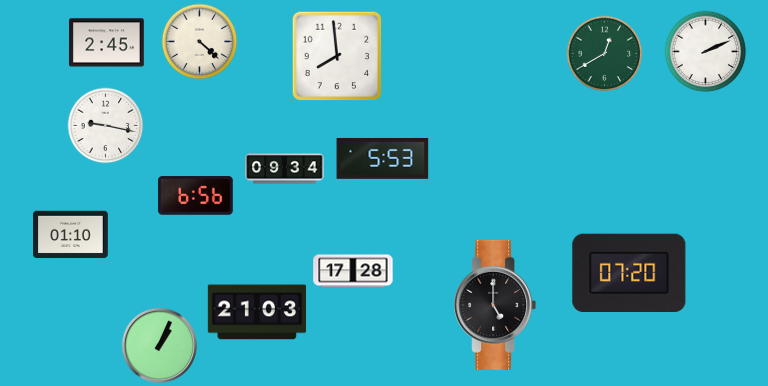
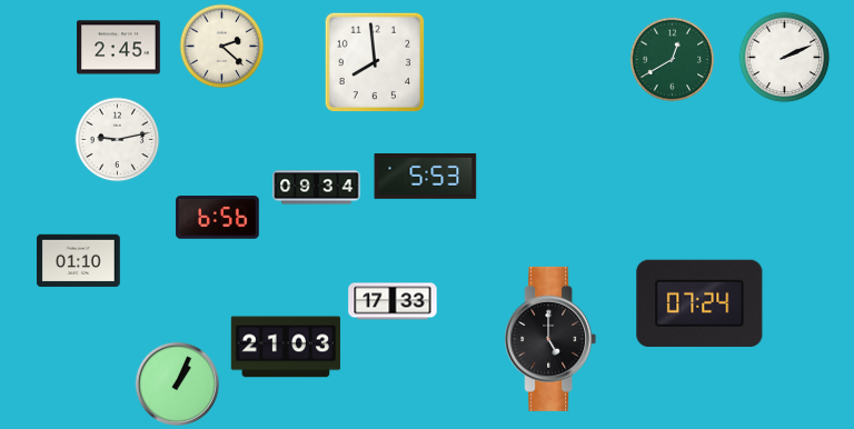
clock at (200, 42): 4:22 -> 2:22
clock at (106, 126): 9:17 -> 9:13
clock at (353, 271): 17:28 -> 17:33
clock at (629, 273): 07:20 -> 07:24
